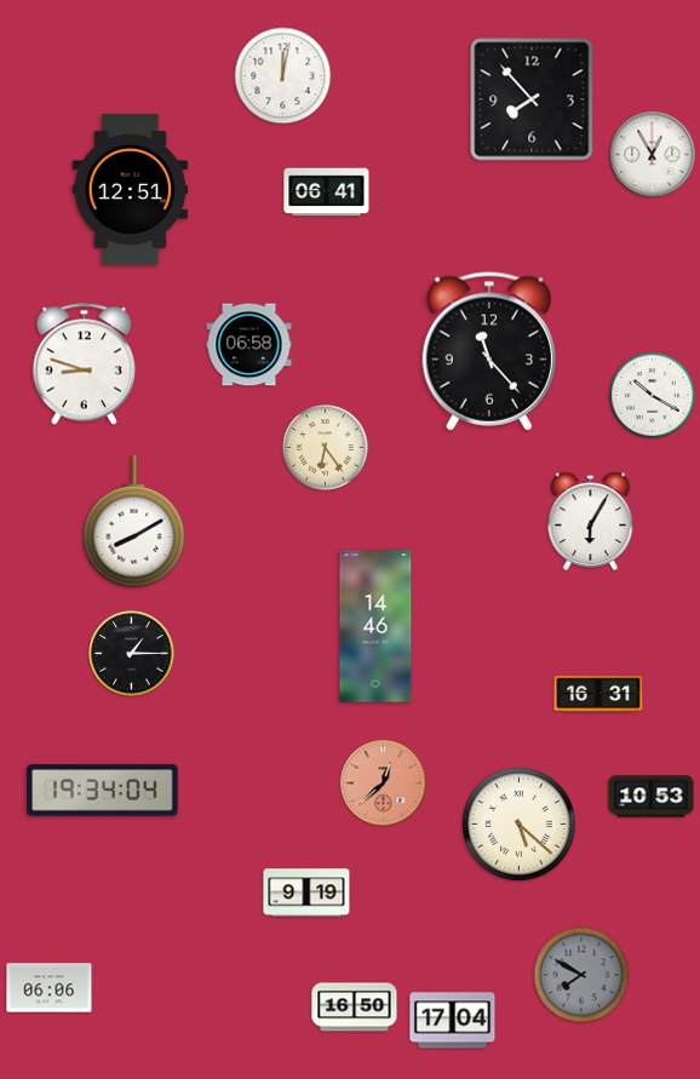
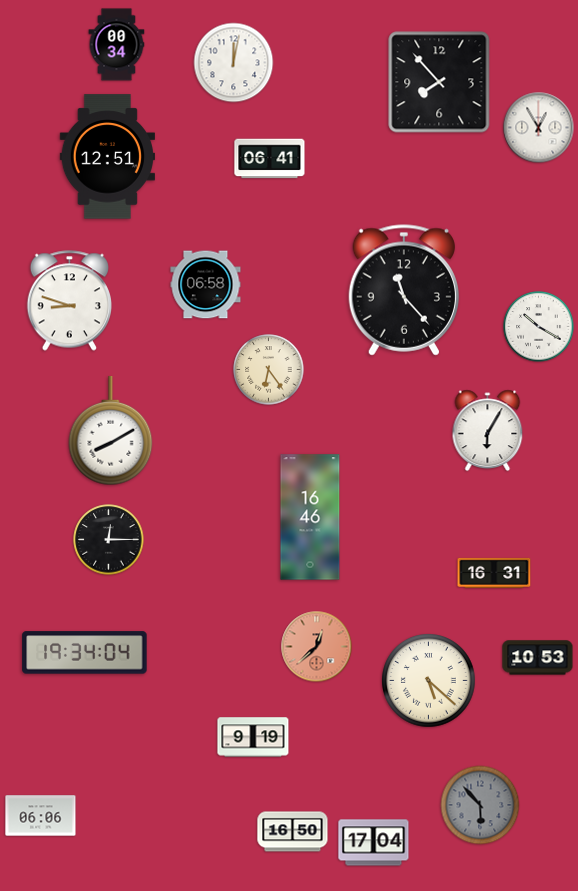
clock at (117, 45): none -> 00:34
clock at (375, 626): 14:46 -> 16:46
clock at (132, 654): 1:15 -> 12:15
clock at (581, 975): 7:50 -> 5:53
